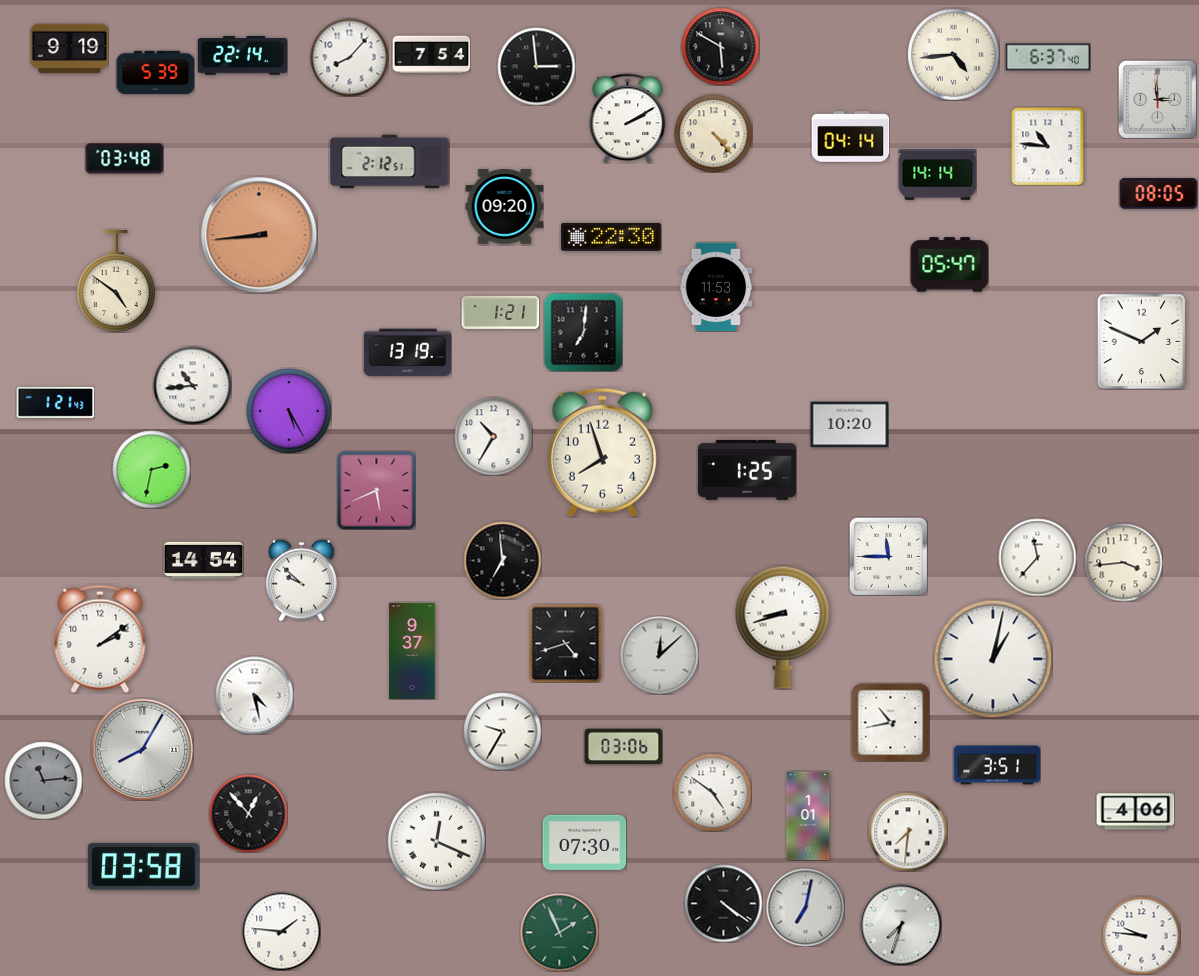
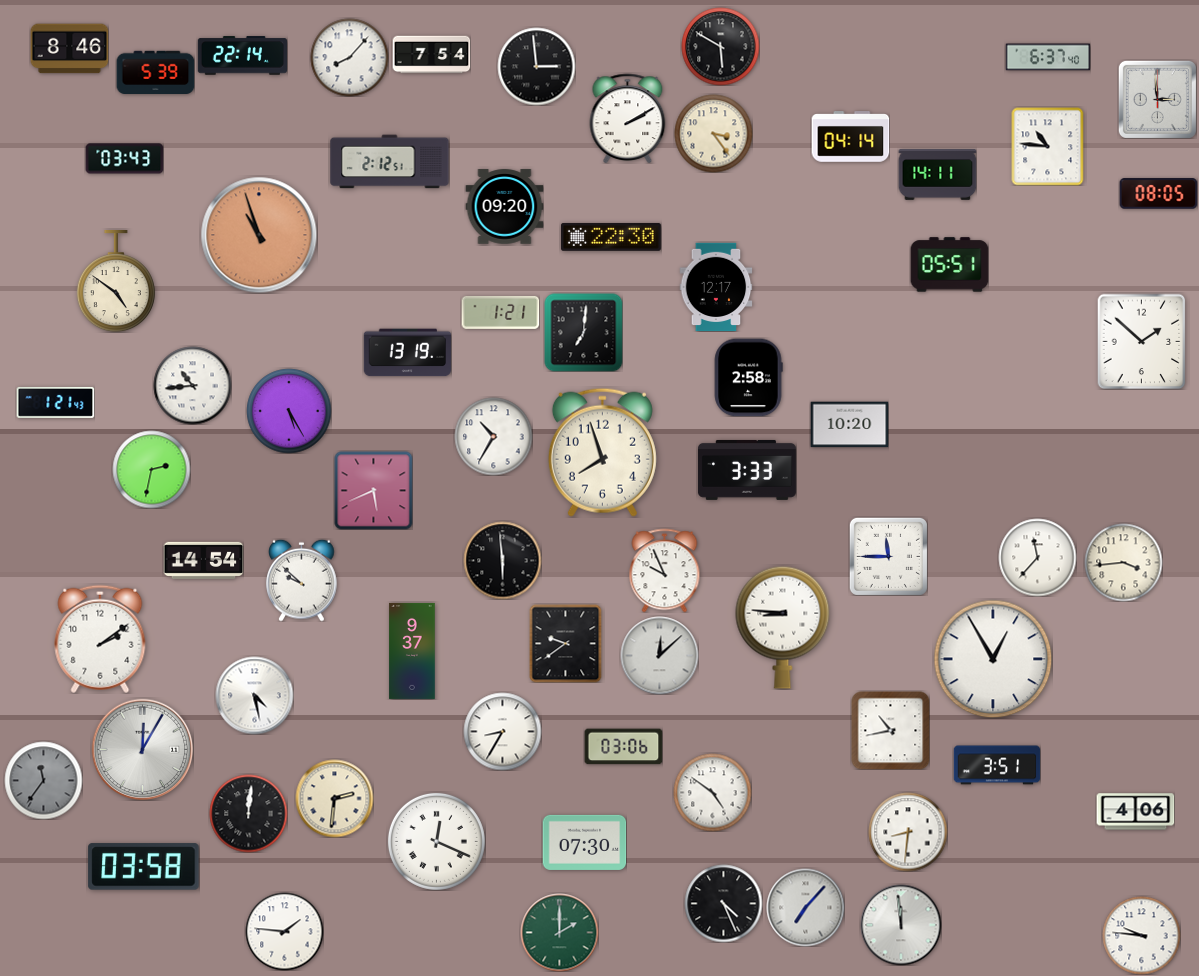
clock at (69, 49): 9:19 -> 8:46
clock at (954, 55): 4:44 -> none
clock at (713, 133): 4:23 -> 3:24
clock at (124, 159): 03:48 -> 03:43
clock at (937, 175): 14:14 -> 14:11
clock at (259, 235): 8:44 -> 10:57
clock at (949, 265): 05:47 -> 05:51
clock at (716, 287): 11:53 -> 12:17
clock at (1142, 341): 1:49 -> 1:52
clock at (748, 377): none -> 2:58
clock at (747, 470): 1:25 -> 3:33
clock at (376, 490) position: (376, 490) -> (373, 490)
clock at (502, 560): 6:59 -> 5:59
clock at (665, 570): none -> 9:56
clock at (783, 627): 8:42 -> 8:46
clock at (566, 643): 4:42 -> 9:39
clock at (993, 659): 1:02 -> 12:55
clock at (890, 722) position: (890, 722) -> (890, 730)
clock at (502, 731): 9:35 -> 8:35
clock at (142, 749): 8:05 -> 12:05
clock at (43, 780): 11:14 -> 11:36
clock at (334, 798): none -> 2:31
clock at (248, 813): 12:53 -> 12:01
clock at (808, 816): 1:01 -> none
clock at (908, 832): 7:31 -> 8:31
clock at (723, 903): 4:21 -> 4:26
clock at (805, 907): 7:02 -> 7:07
clock at (901, 925): 7:33 -> 11:59
clock at (281, 931) position: (281, 931) -> (284, 931)
clock at (559, 932): 1:56 -> 2:00
